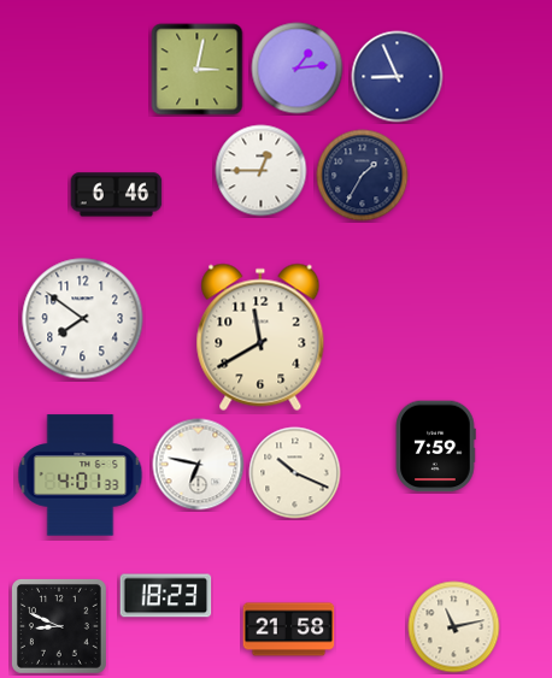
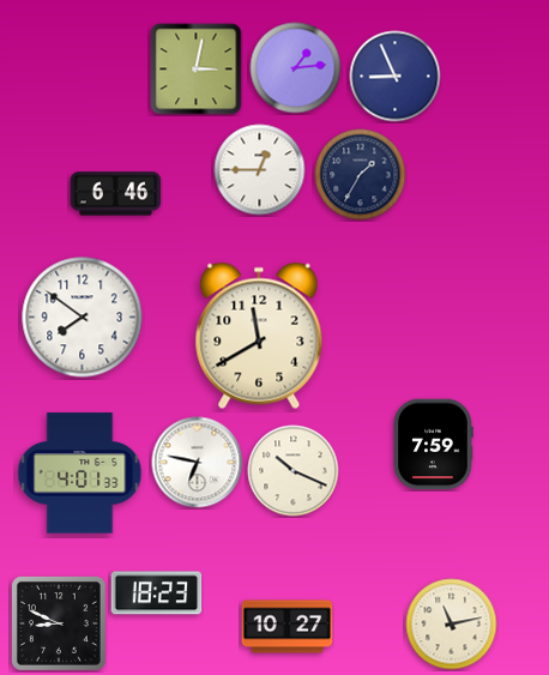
clock at (166, 596) position: (166, 596) -> (157, 593)
clock at (289, 630): 21:58 -> 10:27
